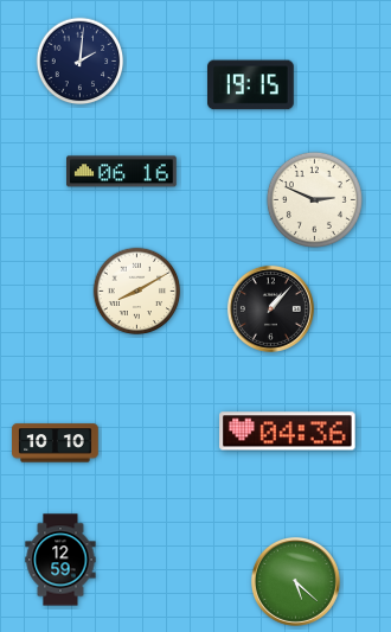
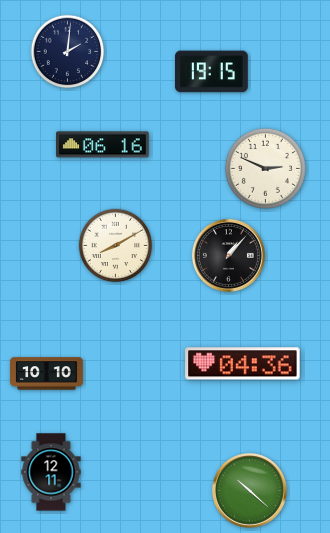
clock at (270, 308) position: (270, 308) -> (228, 255)
clock at (60, 560): 12:59 -> 12:11
clock at (295, 581): 5:22 -> 10:22
